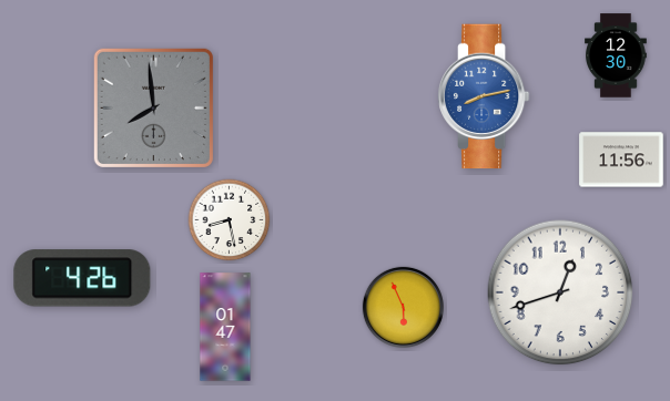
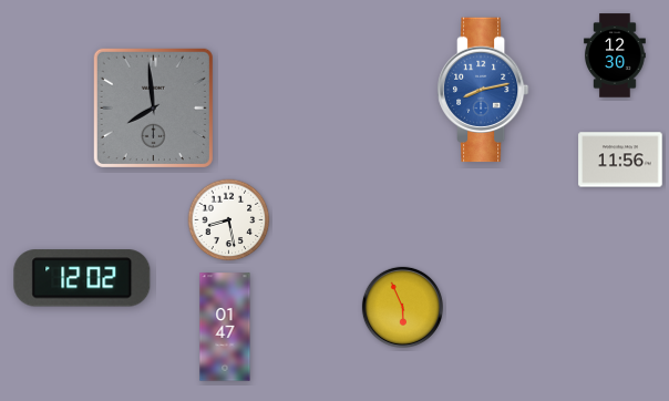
clock at (484, 96) position: (484, 96) -> (483, 90)
clock at (82, 278): 4:26 -> 12:02
clock at (560, 292): 12:42 -> none
